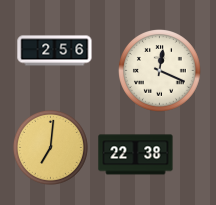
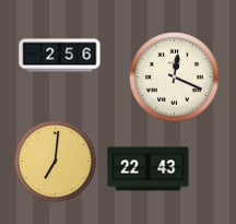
clock at (136, 155): 22:38 -> 22:43
